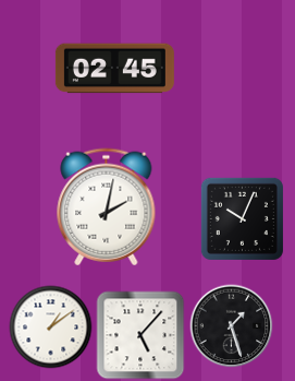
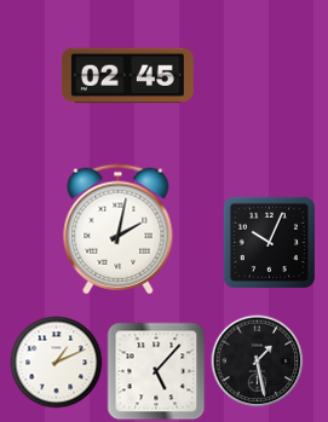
clock at (232, 326): 1:27 -> 1:28
clock at (51, 328): 1:09 -> 1:11
